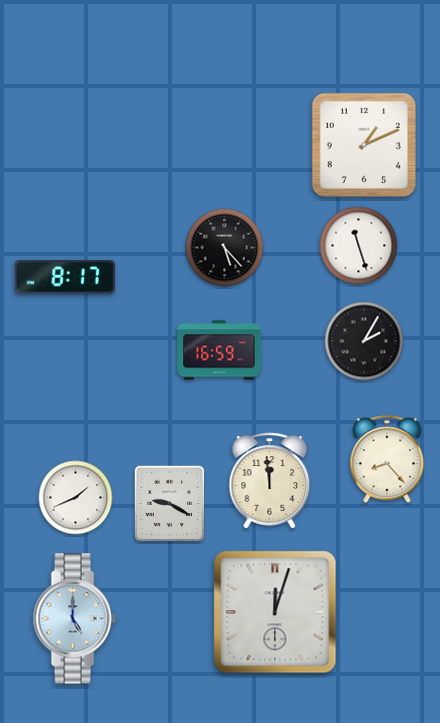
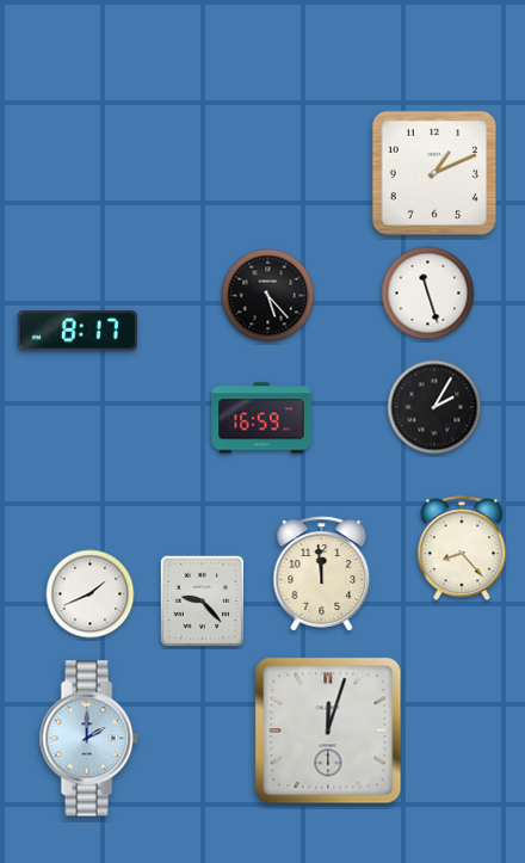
clock at (170, 504): 9:20 -> 9:23
clock at (74, 619): 5:00 -> 2:00
